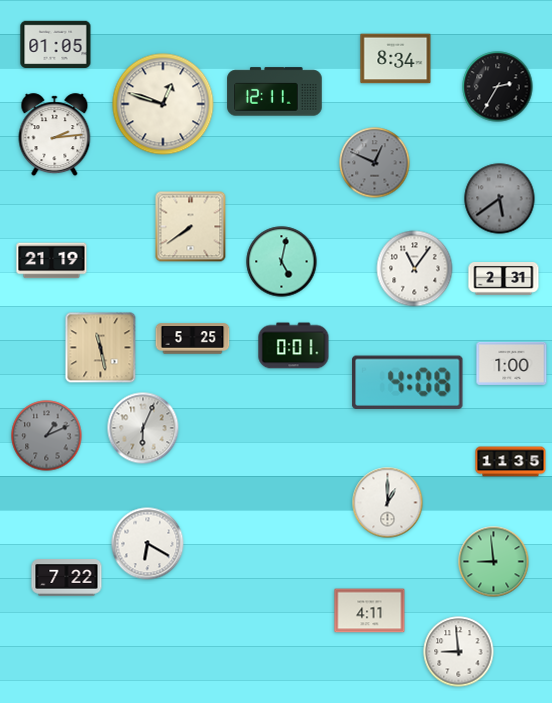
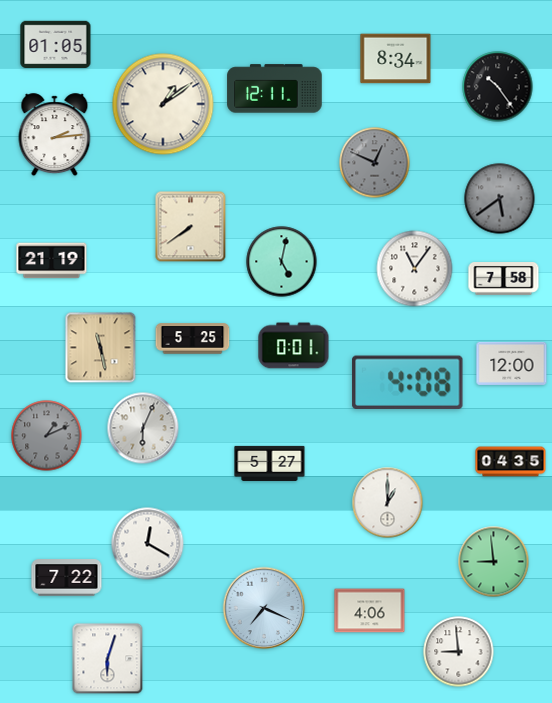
clock at (498, 87): 2:35 -> 10:24
clock at (275, 92) position: (275, 92) -> (275, 89)
clock at (163, 104): 12:48 -> 1:09
clock at (504, 279): 2:31 -> 7:58
clock at (512, 363): 1:00 -> 12:00
clock at (511, 462): 11:35 -> 04:35
clock at (270, 463): none -> 5:27
clock at (148, 544): 6:20 -> 12:20
clock at (264, 608): none -> 7:19
clock at (370, 611): 4:11 -> 4:06
clock at (108, 659): none -> 6:03
